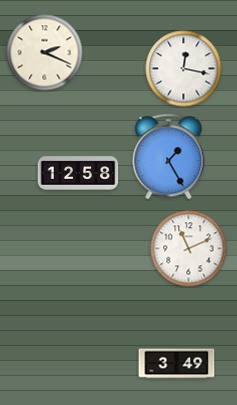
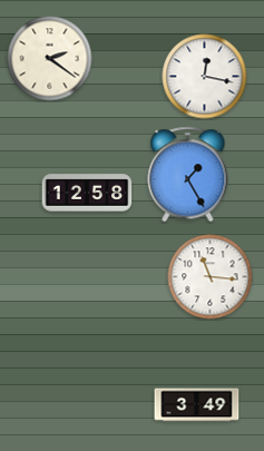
clock at (45, 53): 2:19 -> 2:21
clock at (189, 249): 11:11 -> 11:16
